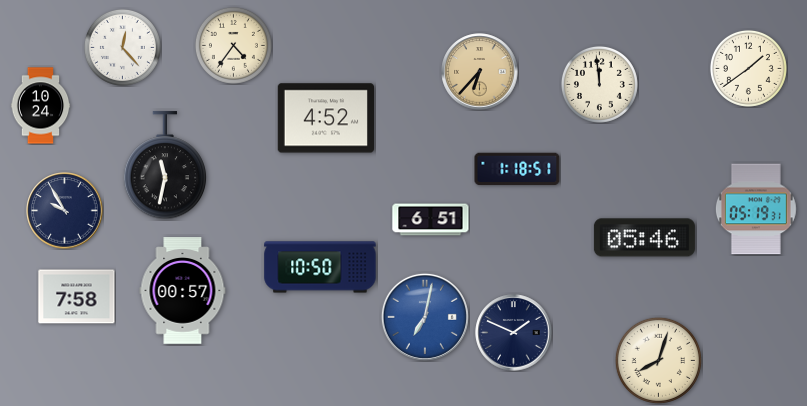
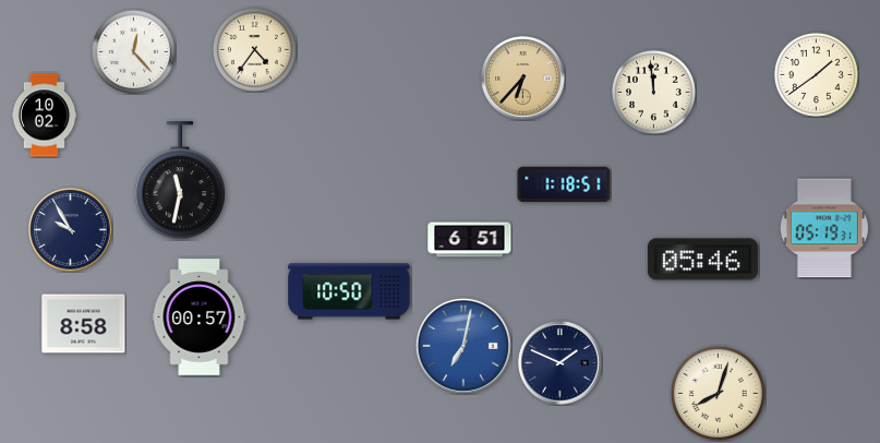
clock at (41, 106): 10:24 -> 10:02
clock at (325, 118): 4:52 -> none
clock at (77, 297): 7:58 -> 8:58
